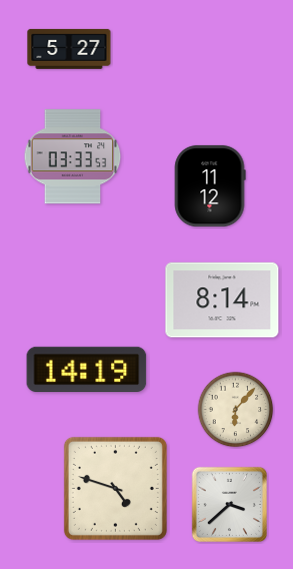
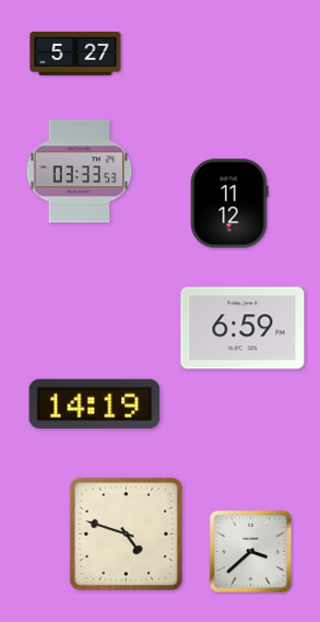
clock at (222, 300): 8:14 -> 6:59
clock at (236, 410): 6:07 -> none
